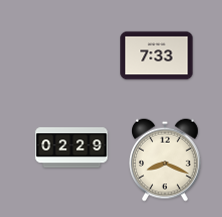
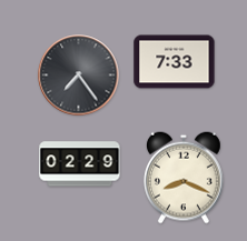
clock at (79, 76): none -> 7:24
